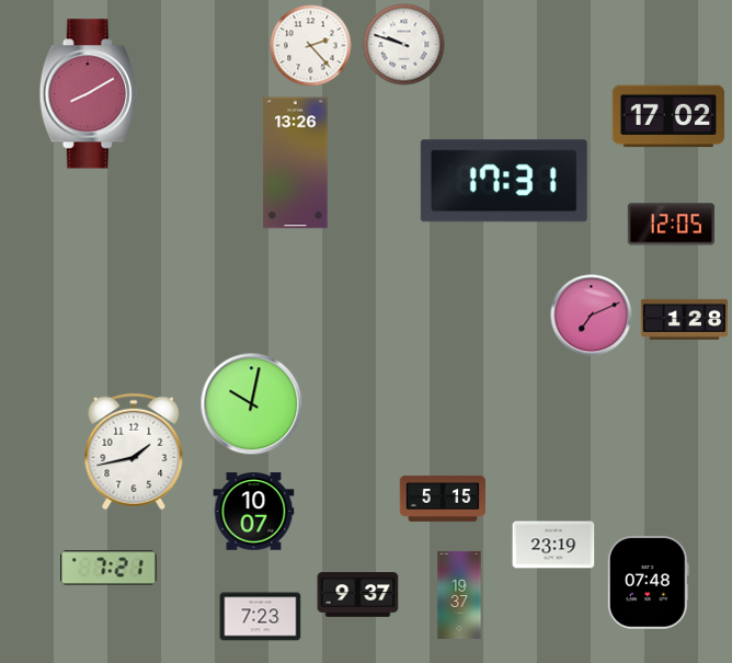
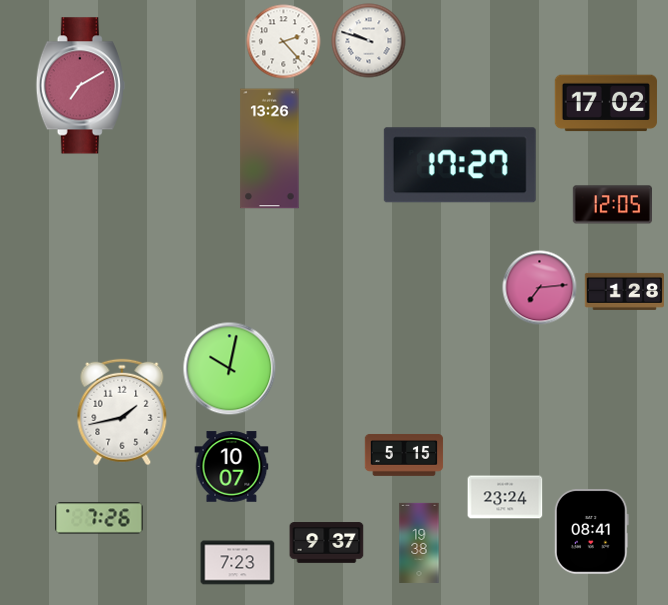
clock at (88, 94): 8:10 -> 7:10
clock at (668, 116) position: (668, 116) -> (606, 103)
clock at (504, 181): 17:31 -> 17:27
clock at (592, 316): 7:11 -> 7:14
clock at (553, 545): 23:19 -> 23:24
clock at (108, 568): 7:21 -> 7:26
clock at (648, 583): 07:48 -> 08:41
clock at (459, 595): 19:37 -> 19:38
